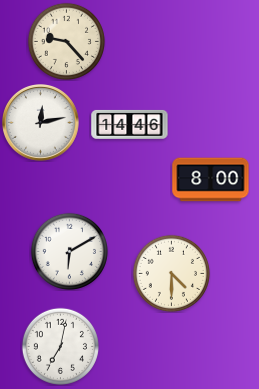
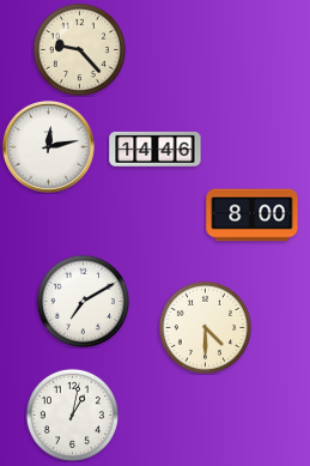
clock at (69, 251): 6:10 -> 7:10
clock at (60, 346): 7:02 -> 1:02
